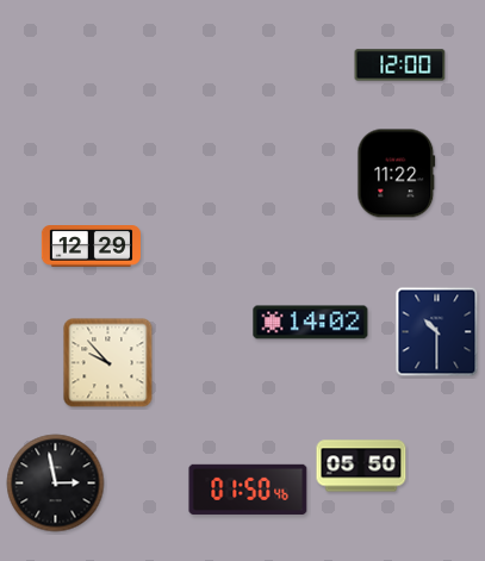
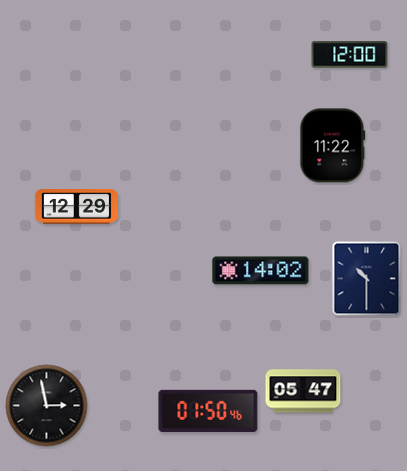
clock at (400, 66) position: (400, 66) -> (350, 55)
clock at (108, 363): 9:53 -> none
clock at (361, 466): 05:50 -> 05:47
